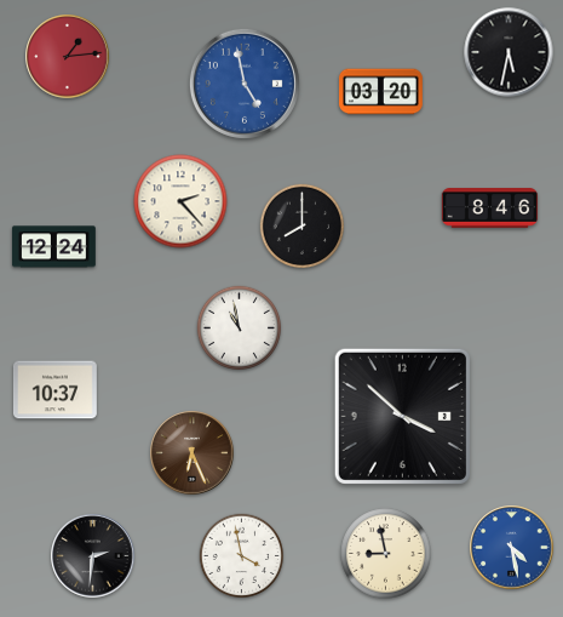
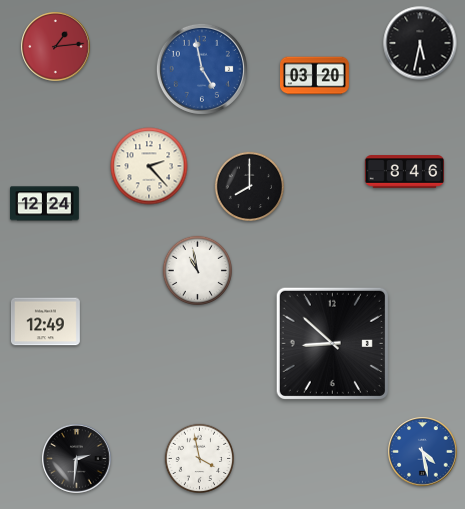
clock at (56, 390): 10:37 -> 12:49
clock at (402, 416): 3:52 -> 8:52
clock at (193, 453): 6:26 -> none
clock at (386, 554): 8:58 -> none
